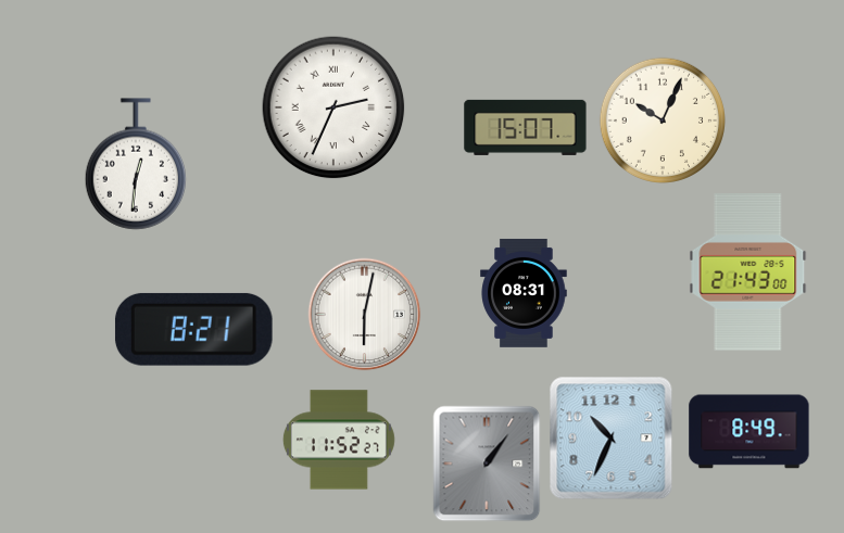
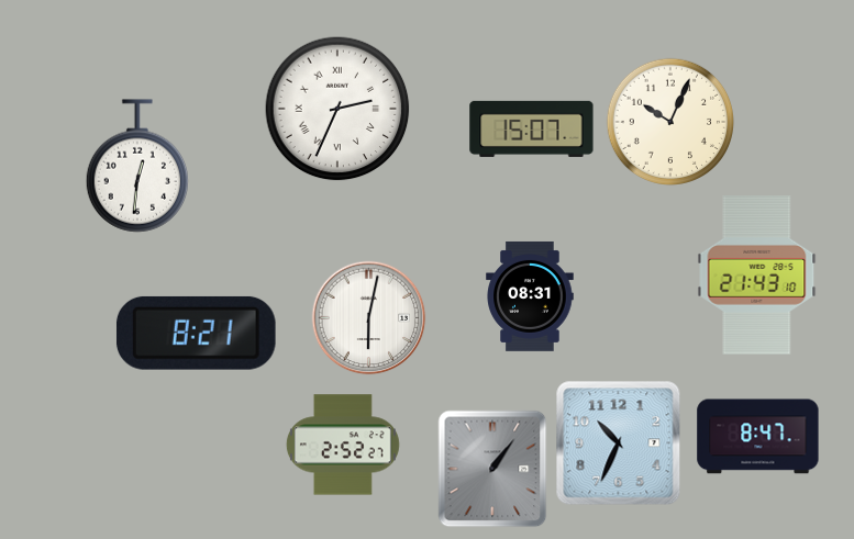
clock at (748, 272): 21:43:00 -> 21:43:10
clock at (749, 432): 8:49 -> 8:47
clock at (339, 440): 11:52 -> 2:52
